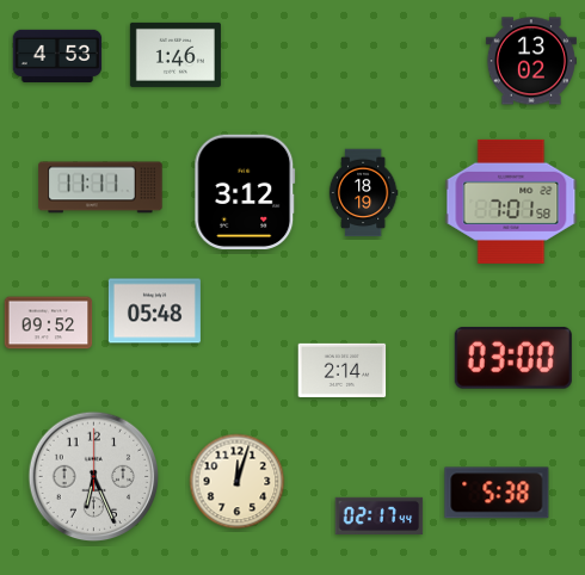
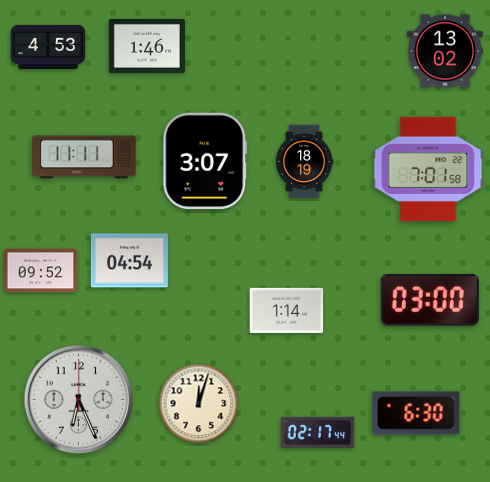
clock at (245, 191): 3:12 -> 3:07
clock at (154, 311): 05:48 -> 04:54
clock at (343, 370): 2:14 -> 1:14
clock at (497, 493): 5:38 -> 6:30
